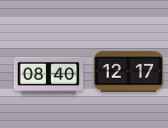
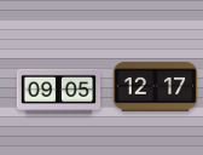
clock at (49, 75): 08:40 -> 09:05
